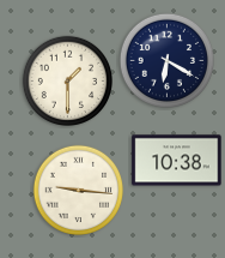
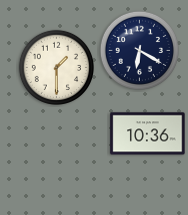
clock at (177, 161): 10:38 -> 10:36
clock at (78, 190): 9:16 -> none
